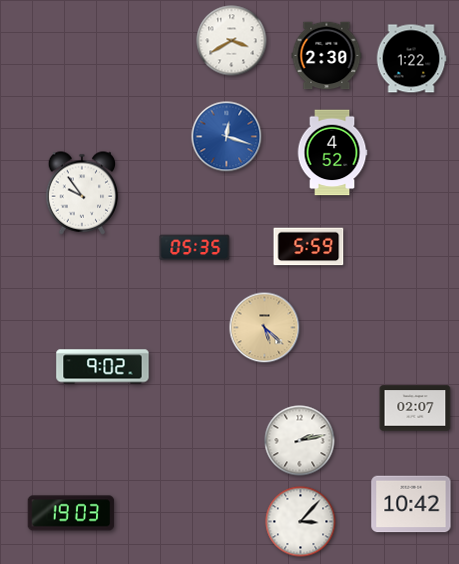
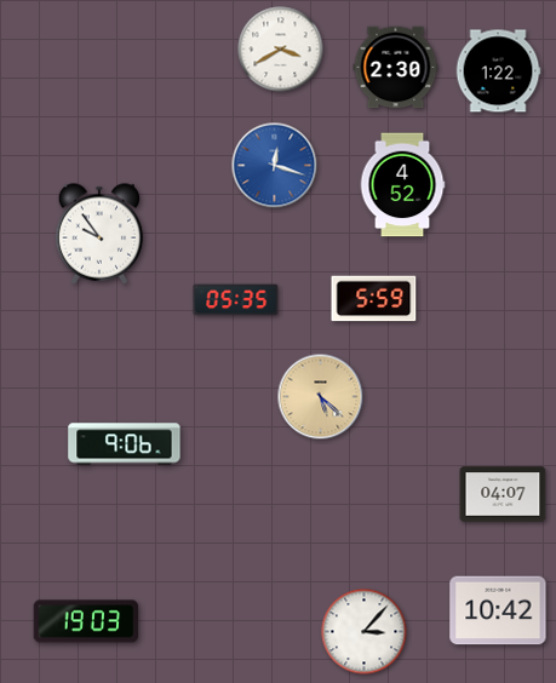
clock at (103, 367): 9:02 -> 9:06
clock at (415, 408): 02:07 -> 04:07
clock at (300, 441): 2:13 -> none
